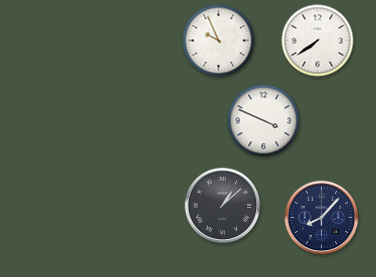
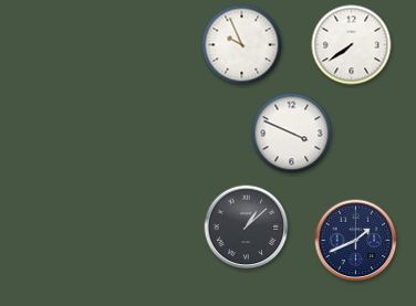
clock at (322, 218): 8:07 -> 1:41
